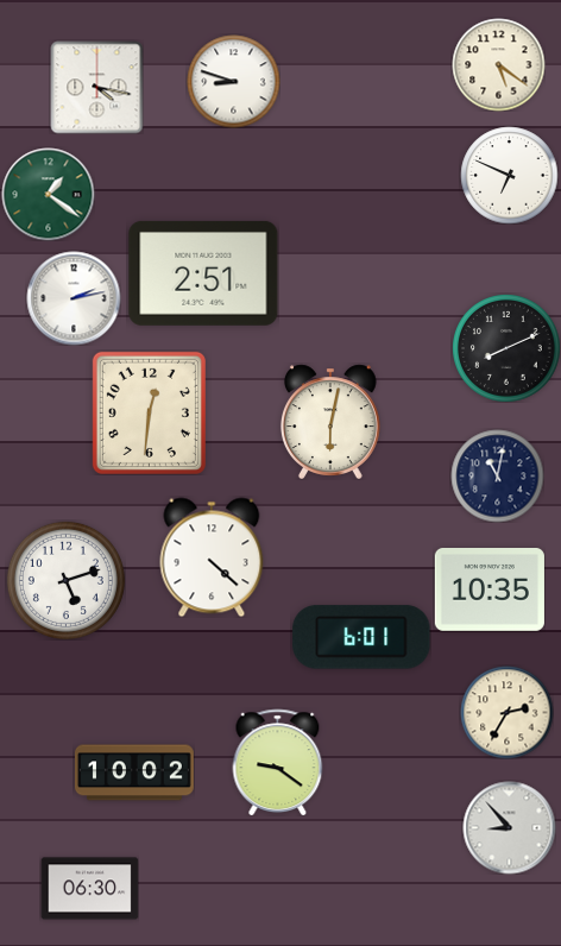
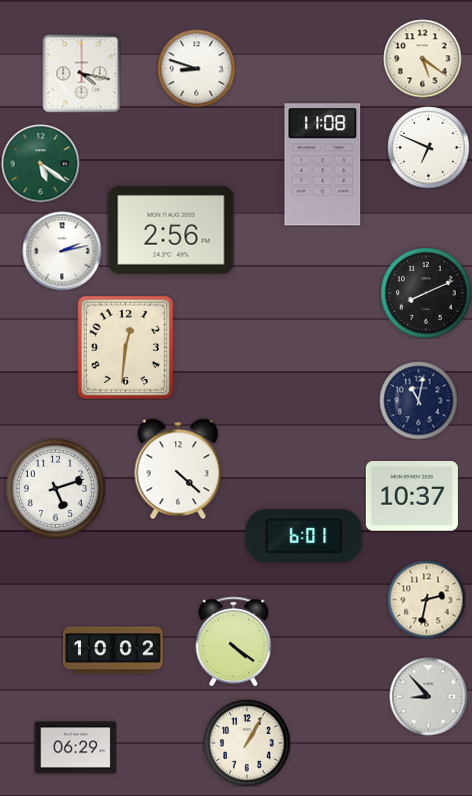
clock at (498, 64) position: (498, 64) -> (422, 58)
clock at (48, 194): 1:21 -> 5:21
clock at (323, 165): none -> 11:08
clock at (203, 273): 2:51 -> 2:56
clock at (330, 422): 6:02 -> none
clock at (490, 591): 10:35 -> 10:37
clock at (506, 712): 2:35 -> 2:32
clock at (278, 762): 9:21 -> 4:21
clock at (247, 743): none -> 1:05
clock at (89, 889): 06:30 -> 06:29
